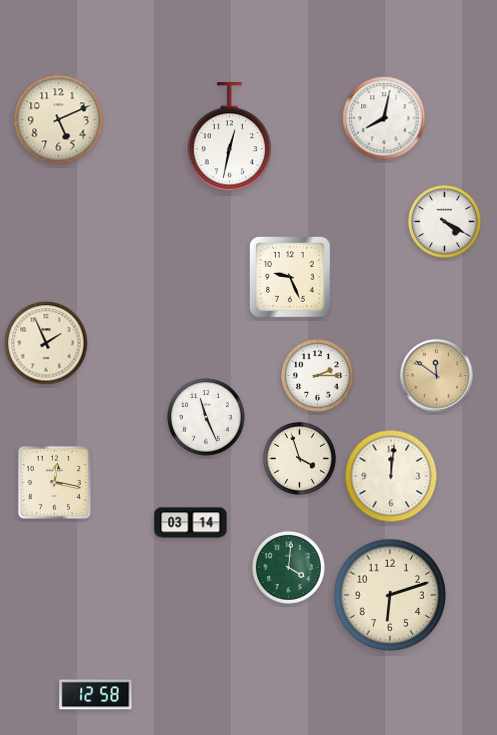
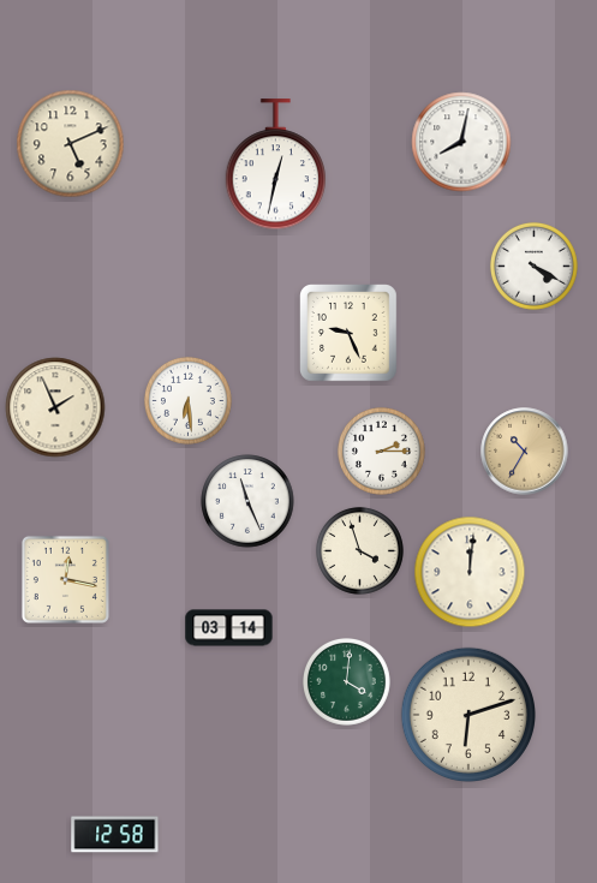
clock at (187, 400): none -> 6:29
clock at (46, 343) position: (46, 343) -> (55, 407)
clock at (437, 376): 11:51 -> 10:35
